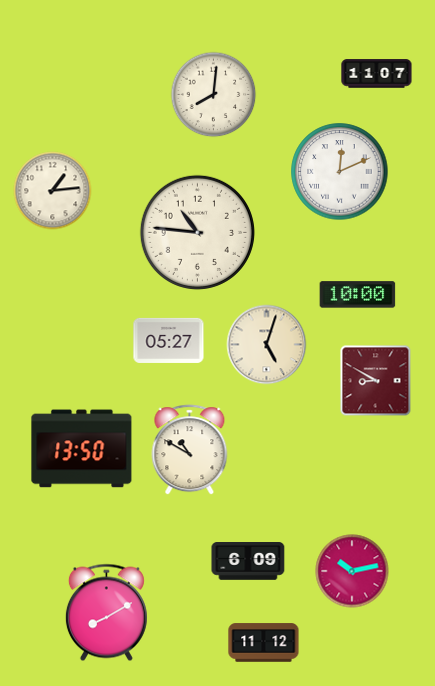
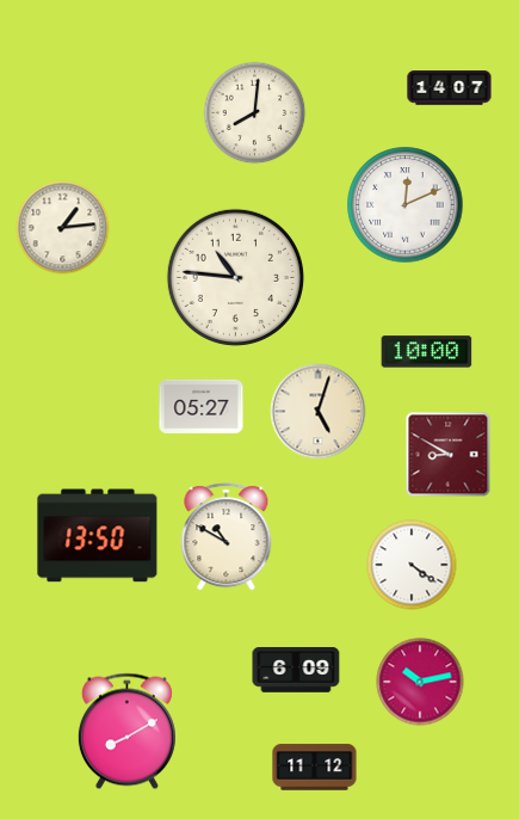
clock at (377, 74): 11:07 -> 14:07
clock at (412, 565): none -> 4:21
